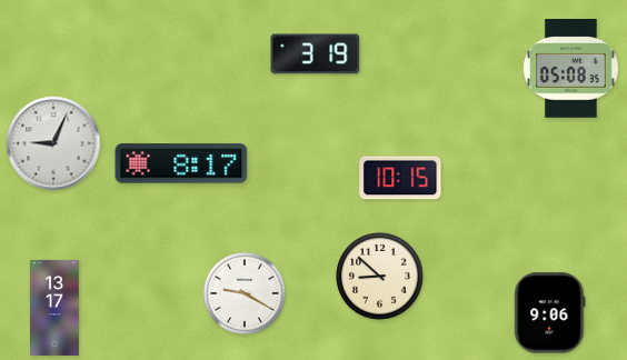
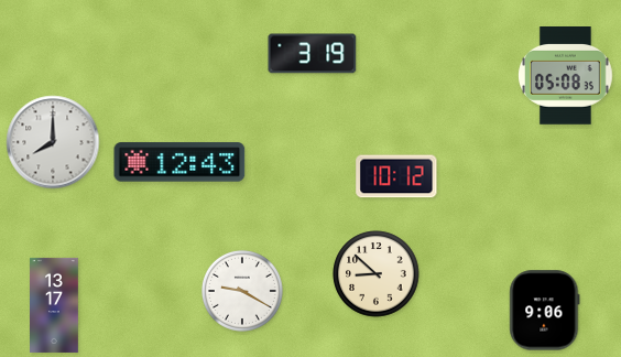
clock at (571, 69) position: (571, 69) -> (566, 76)
clock at (53, 143): 9:04 -> 8:00
clock at (181, 163): 8:17 -> 12:43
clock at (400, 178): 10:15 -> 10:12
